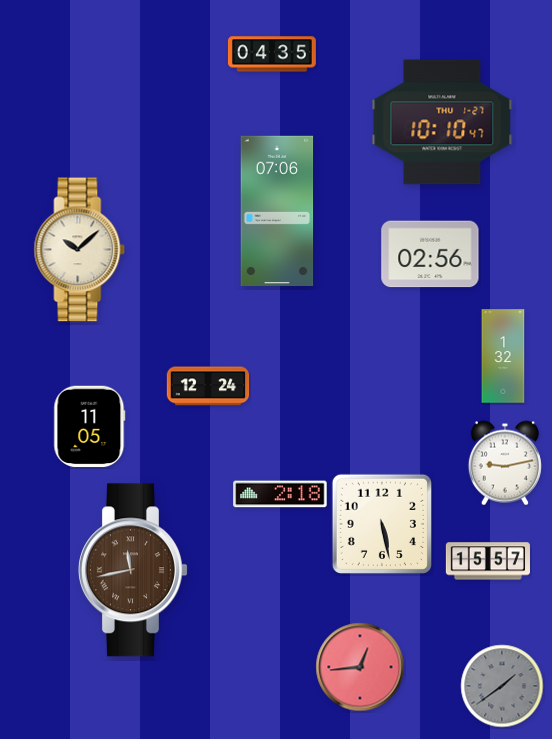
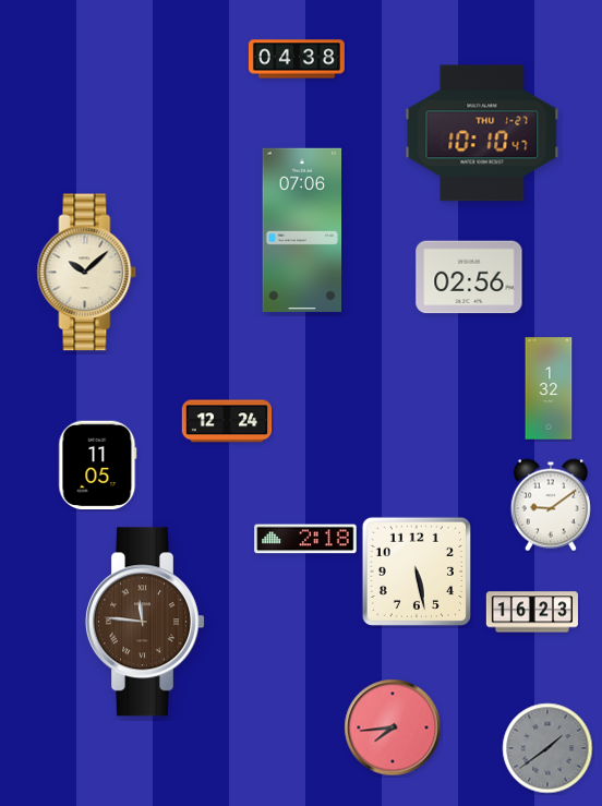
clock at (272, 54): 04:35 -> 04:38
clock at (505, 463): 9:13 -> 9:09
clock at (488, 561): 15:57 -> 16:23
clock at (133, 570): 11:43 -> 11:46
clock at (360, 667): 12:44 -> 7:44
